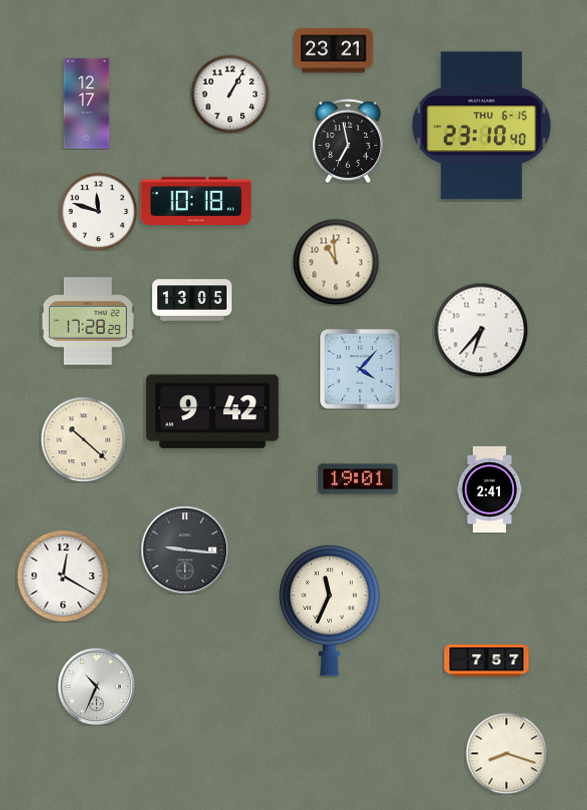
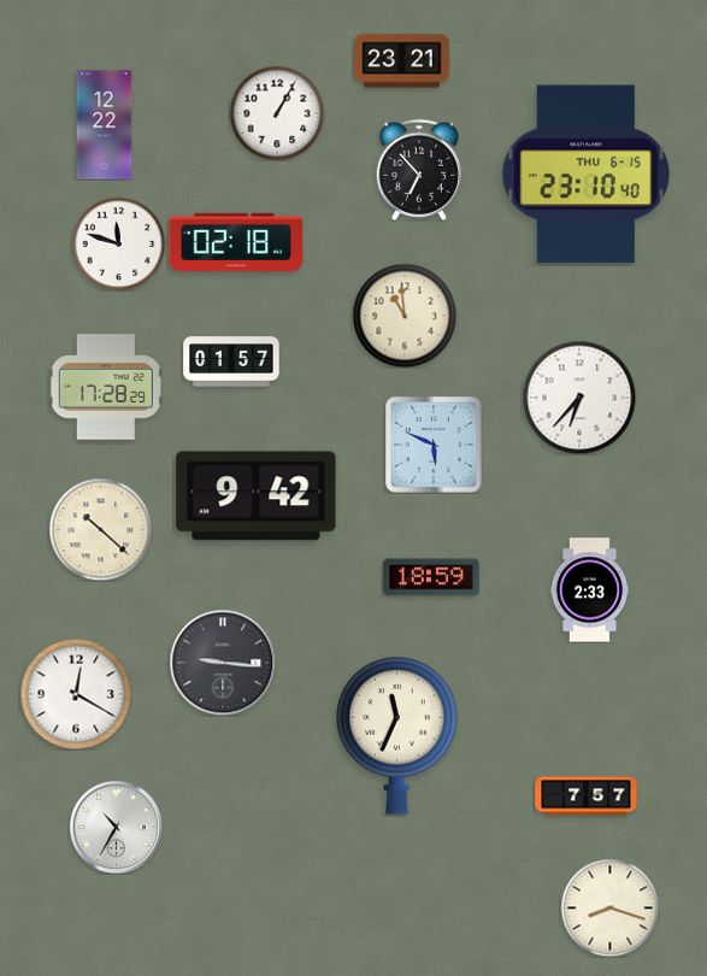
clock at (87, 104): 12:17 -> 12:22
clock at (481, 126) position: (481, 126) -> (585, 175)
clock at (347, 141): 6:58 -> 6:53
clock at (196, 201): 10:18 -> 02:18
clock at (98, 211) position: (98, 211) -> (118, 243)
clock at (192, 300): 13:05 -> 01:57
clock at (360, 369): 4:07 -> 5:49
clock at (358, 479): 19:01 -> 18:59
clock at (490, 490): 2:41 -> 2:33
clock at (96, 686): 10:34 -> 10:35
